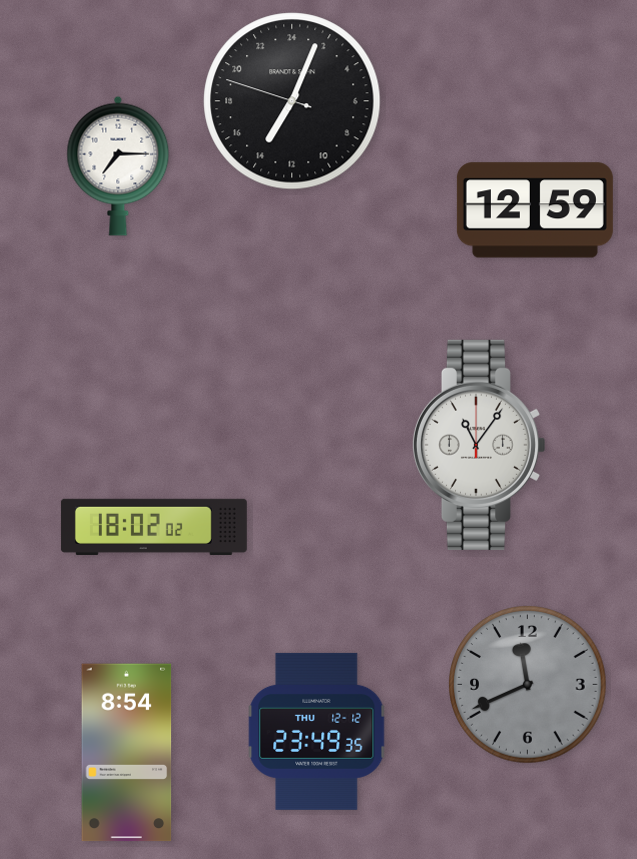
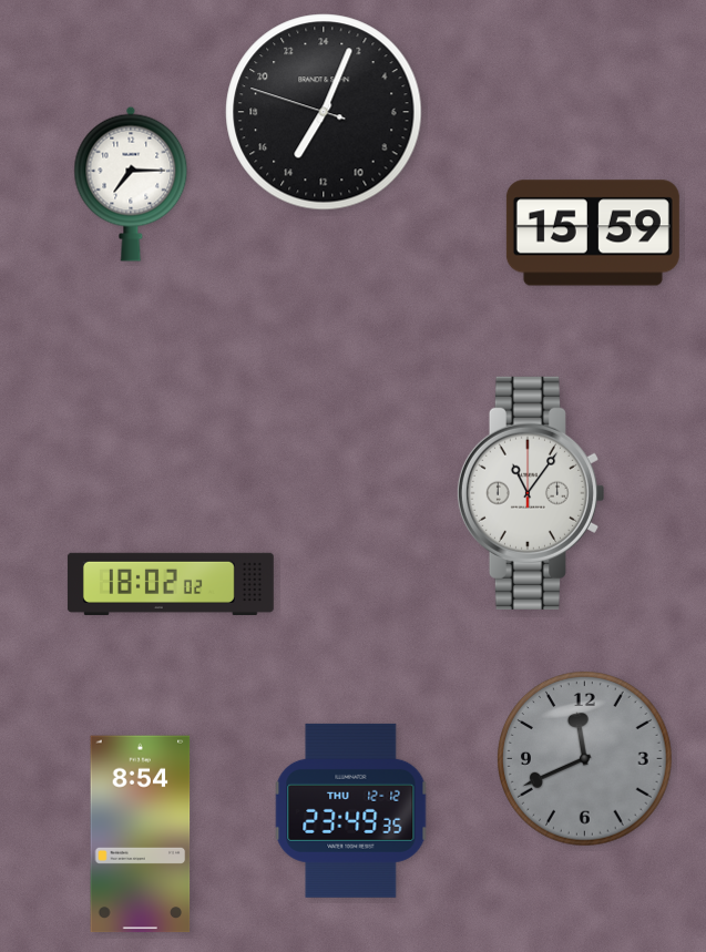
clock at (535, 210): 12:59 -> 15:59
